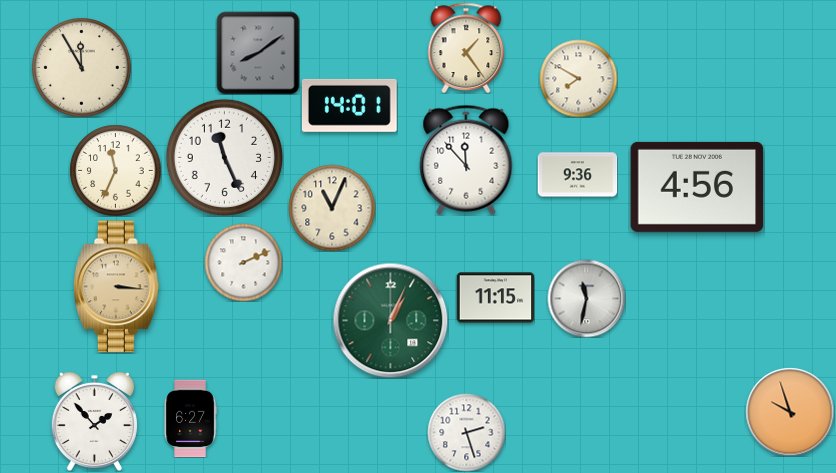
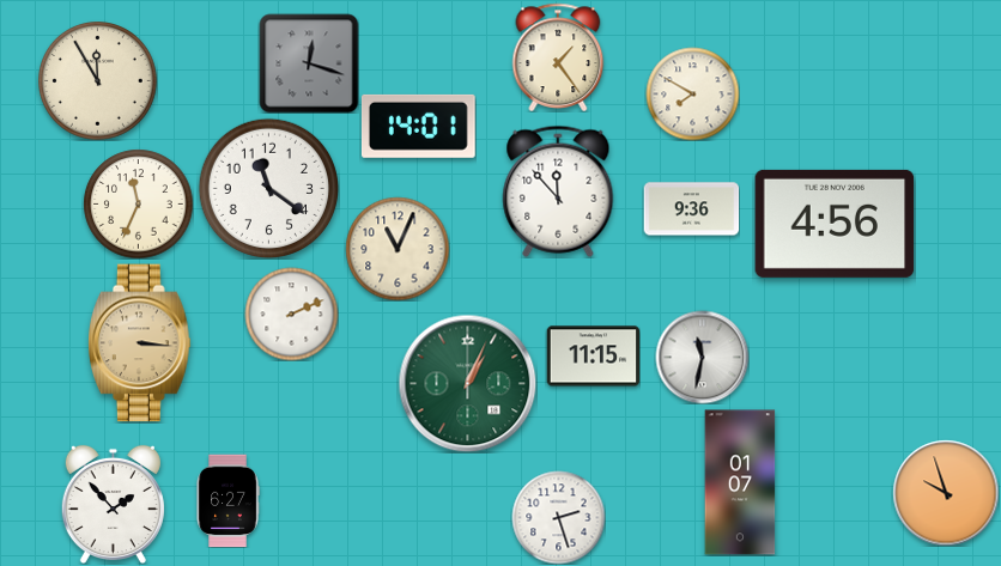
clock at (258, 53): 8:09 -> 12:18
clock at (224, 157): 11:26 -> 11:21
clock at (740, 482): none -> 01:07
